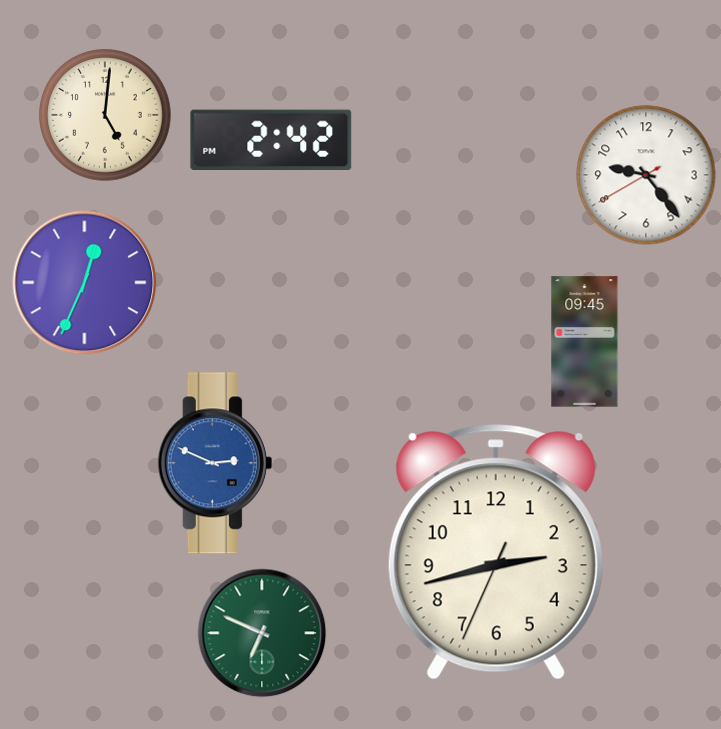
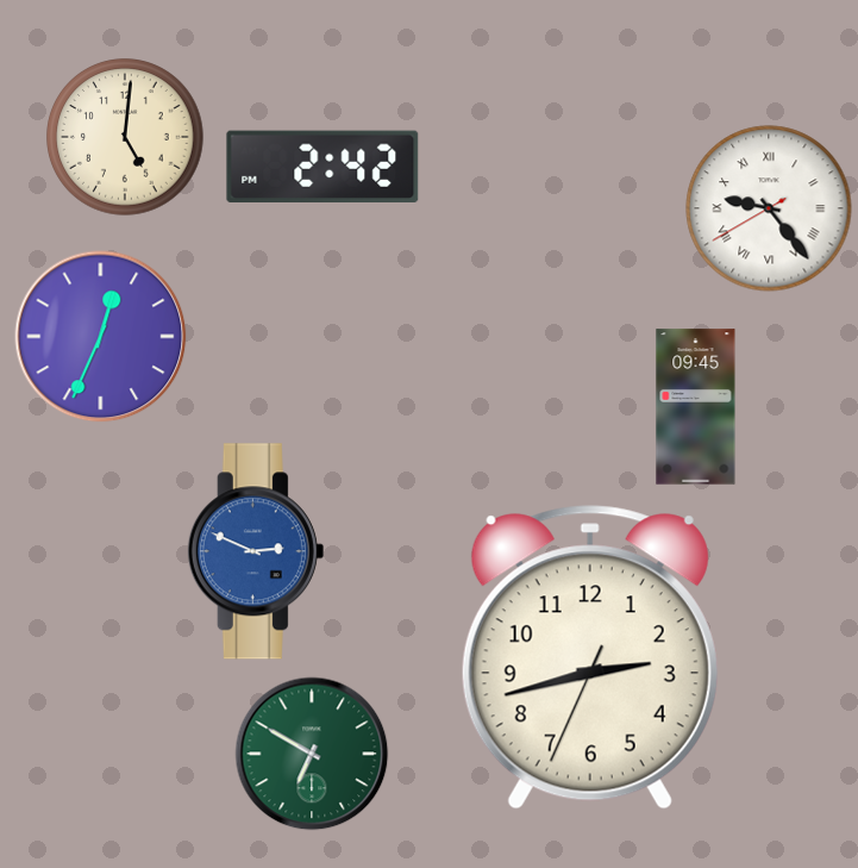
clock at (646, 175) numerals: Arabic -> Roman
clock at (262, 633): 6:49 -> 6:50
